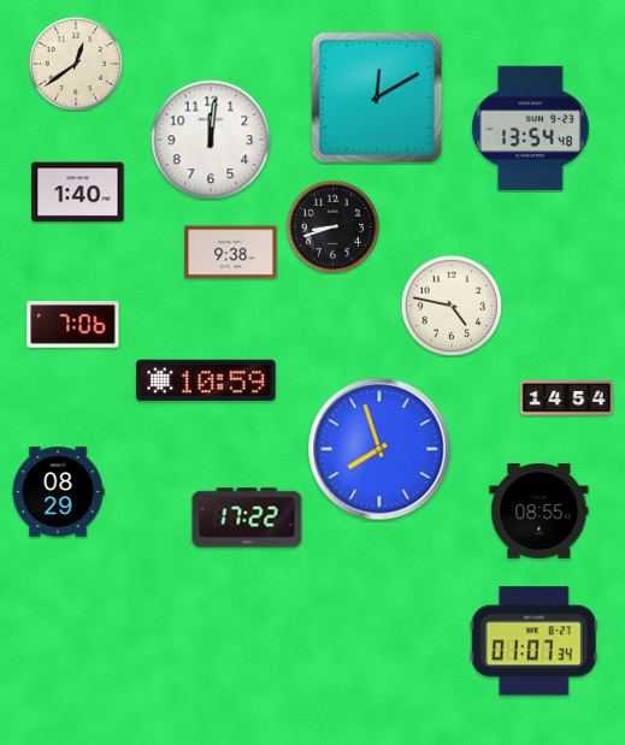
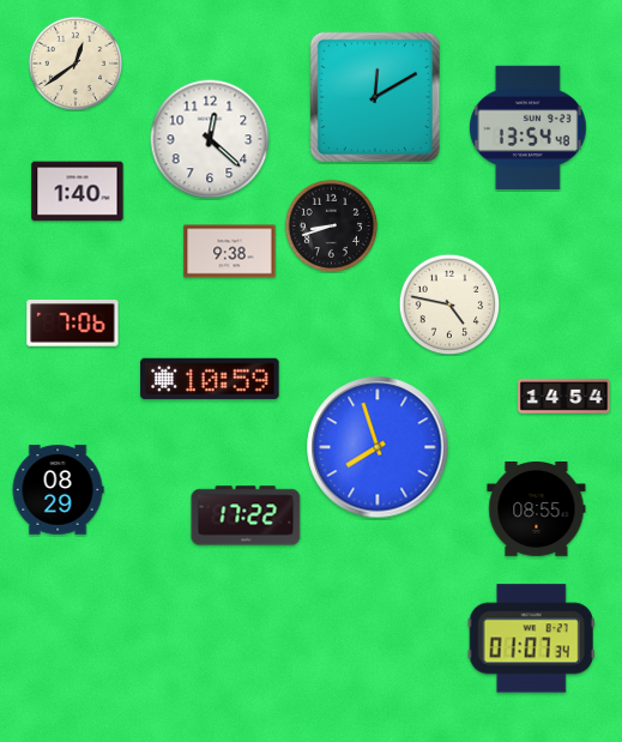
clock at (211, 140): 12:01 -> 12:22
clock at (206, 380) position: (206, 380) -> (210, 379)
